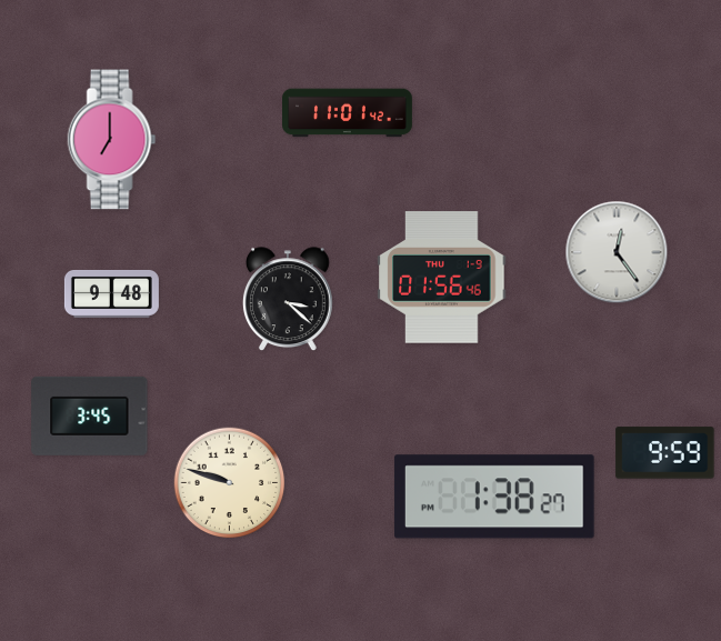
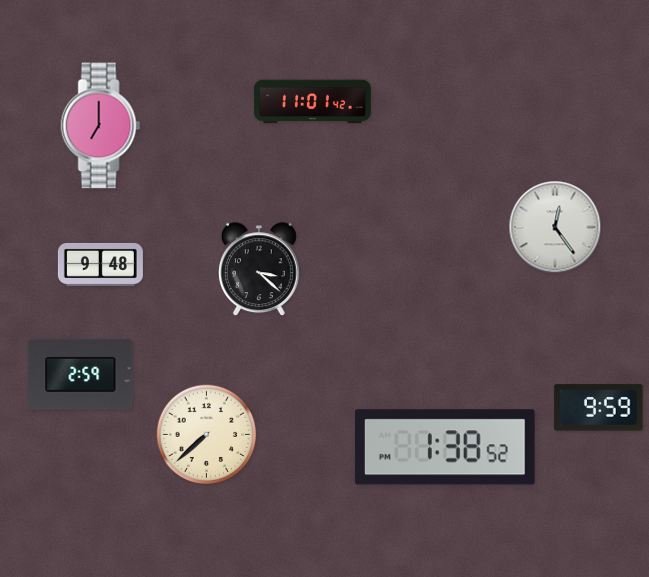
clock at (442, 278): 01:56 -> none
clock at (90, 415): 3:45 -> 2:59
clock at (230, 483): 9:48 -> 7:38
clock at (494, 497): 1:38:27 -> 1:38:52
